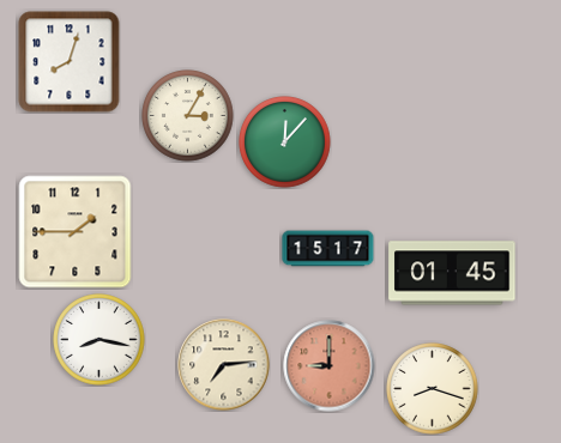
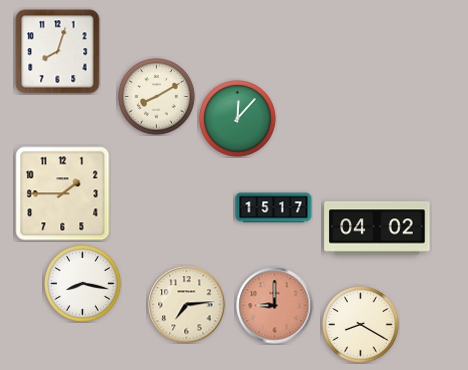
clock at (188, 116): 3:05 -> 8:10
clock at (452, 273): 01:45 -> 04:02
clock at (433, 389): 8:18 -> 8:20
